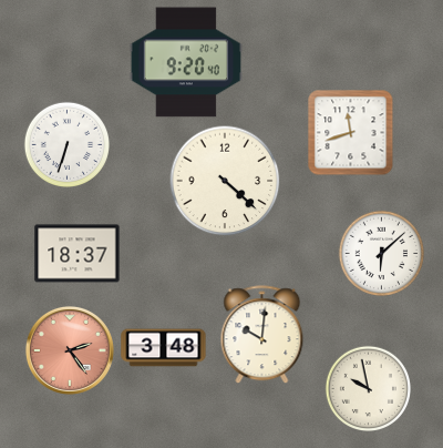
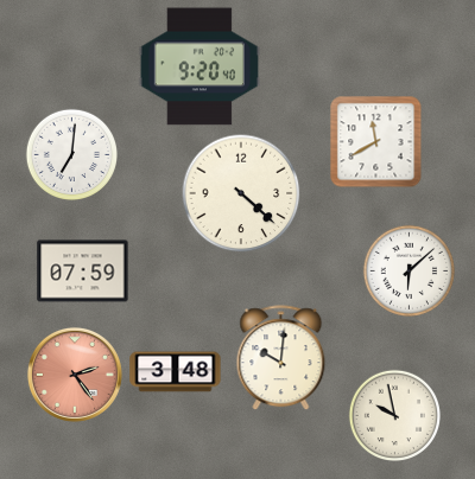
clock at (350, 132): 11:42 -> 11:40
clock at (66, 144): 6:33 -> 7:01
clock at (78, 254): 18:37 -> 07:59
